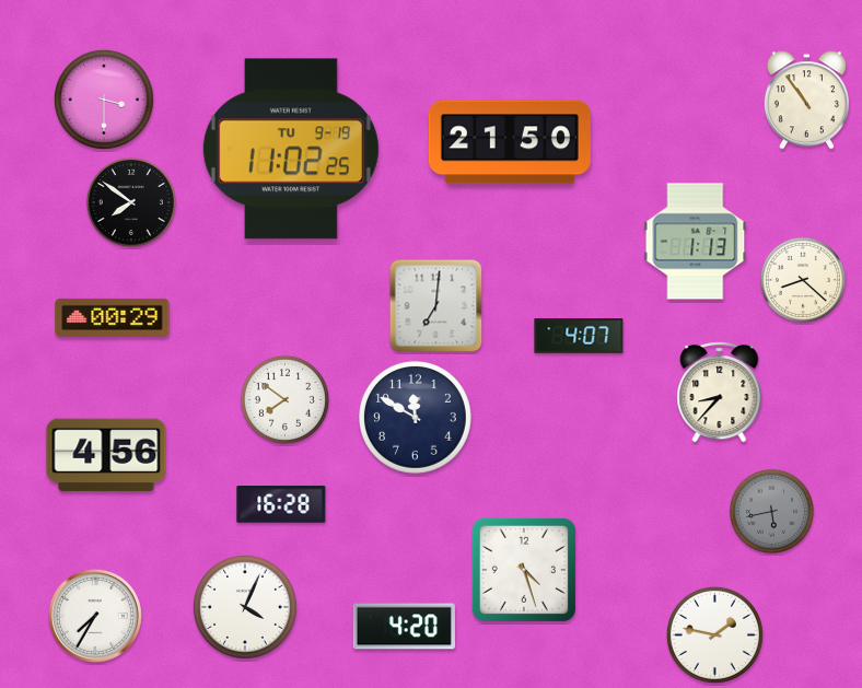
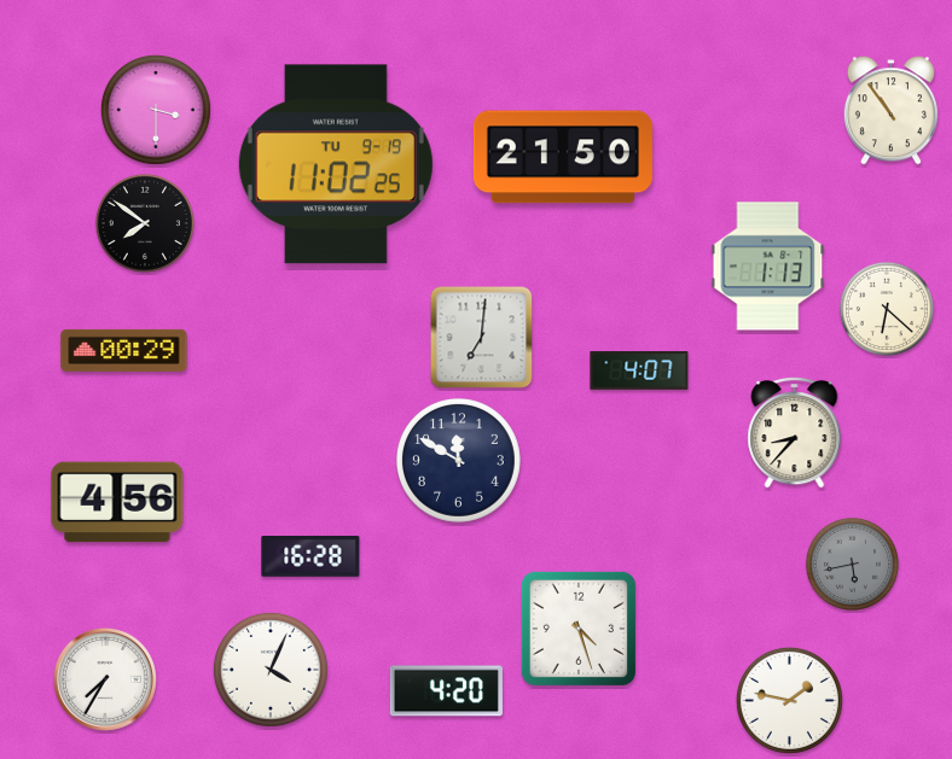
clock at (104, 100) position: (104, 100) -> (156, 110)
clock at (291, 149) position: (291, 149) -> (336, 164)
clock at (803, 280): 8:22 -> 6:22
clock at (284, 399): 7:51 -> none
